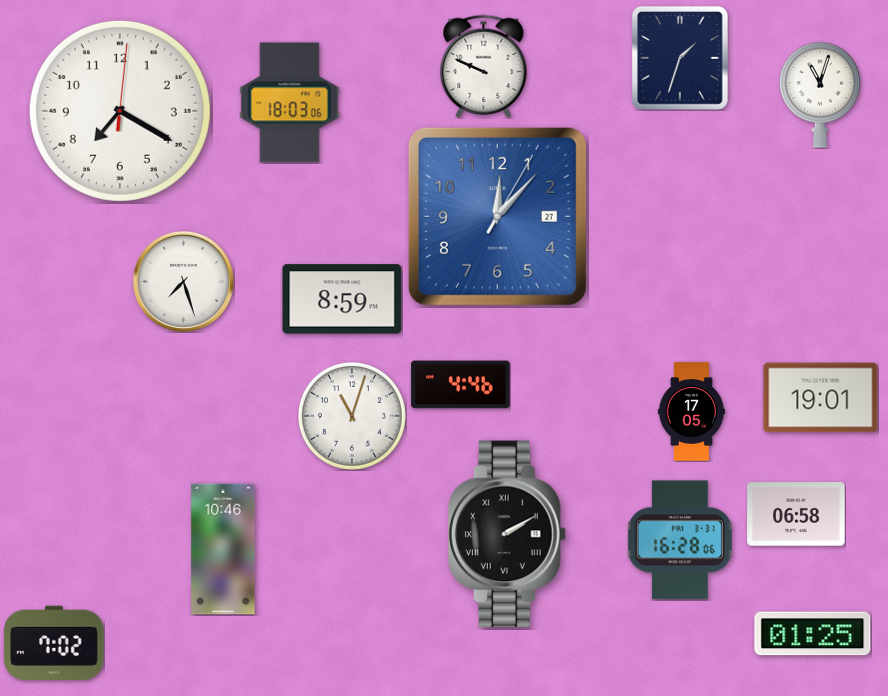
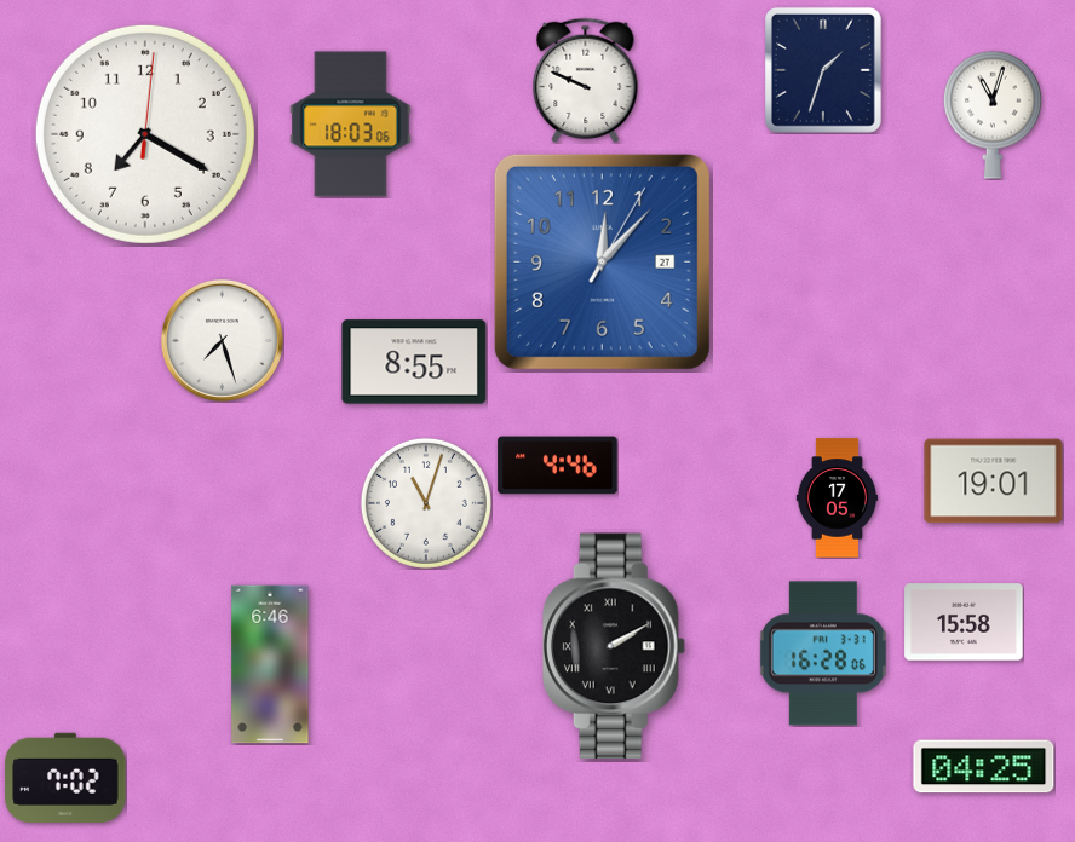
clock at (342, 299): 8:59 -> 8:55
clock at (796, 514): 06:58 -> 15:58
clock at (223, 549): 10:46 -> 6:46
clock at (813, 634): 01:25 -> 04:25
